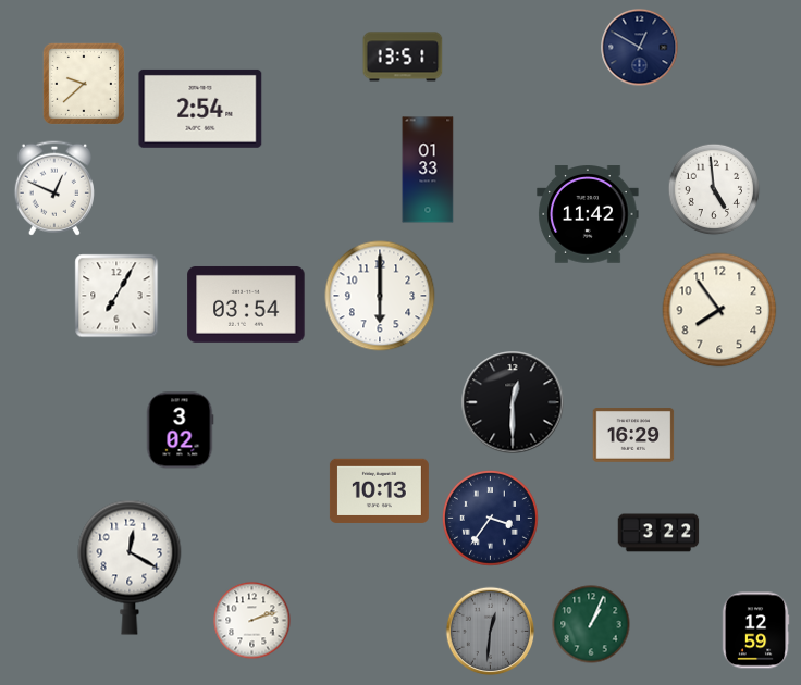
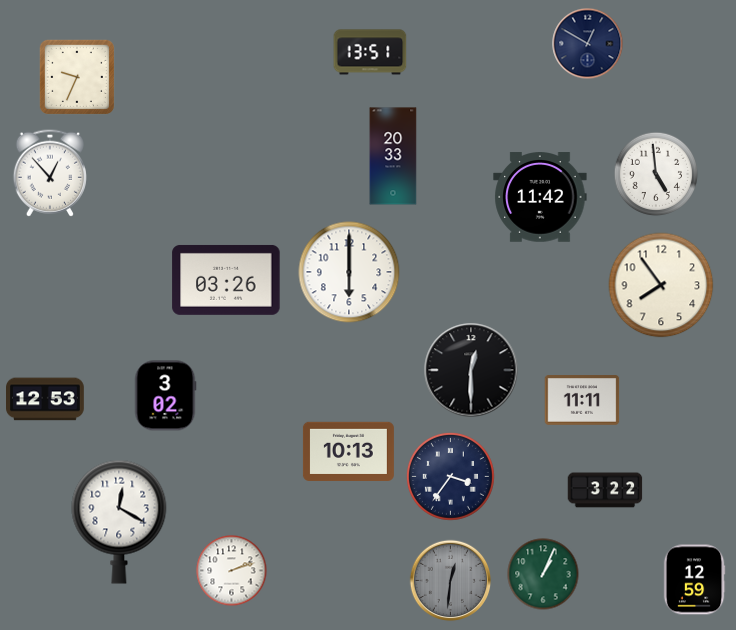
clock at (84, 84): 9:38 -> 9:34
clock at (200, 109): 2:54 -> none
clock at (428, 170): 01:33 -> 20:33
clock at (54, 188): 12:49 -> 12:53
clock at (116, 296): 7:05 -> none
clock at (246, 304): 03:54 -> 03:26
clock at (46, 399): none -> 12:53
clock at (633, 435): 16:29 -> 11:11
